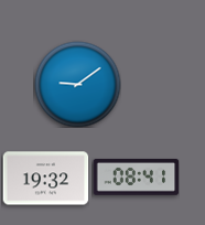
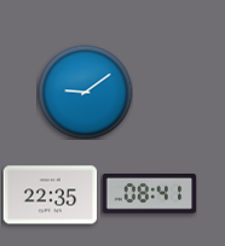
clock at (45, 179): 19:32 -> 22:35
